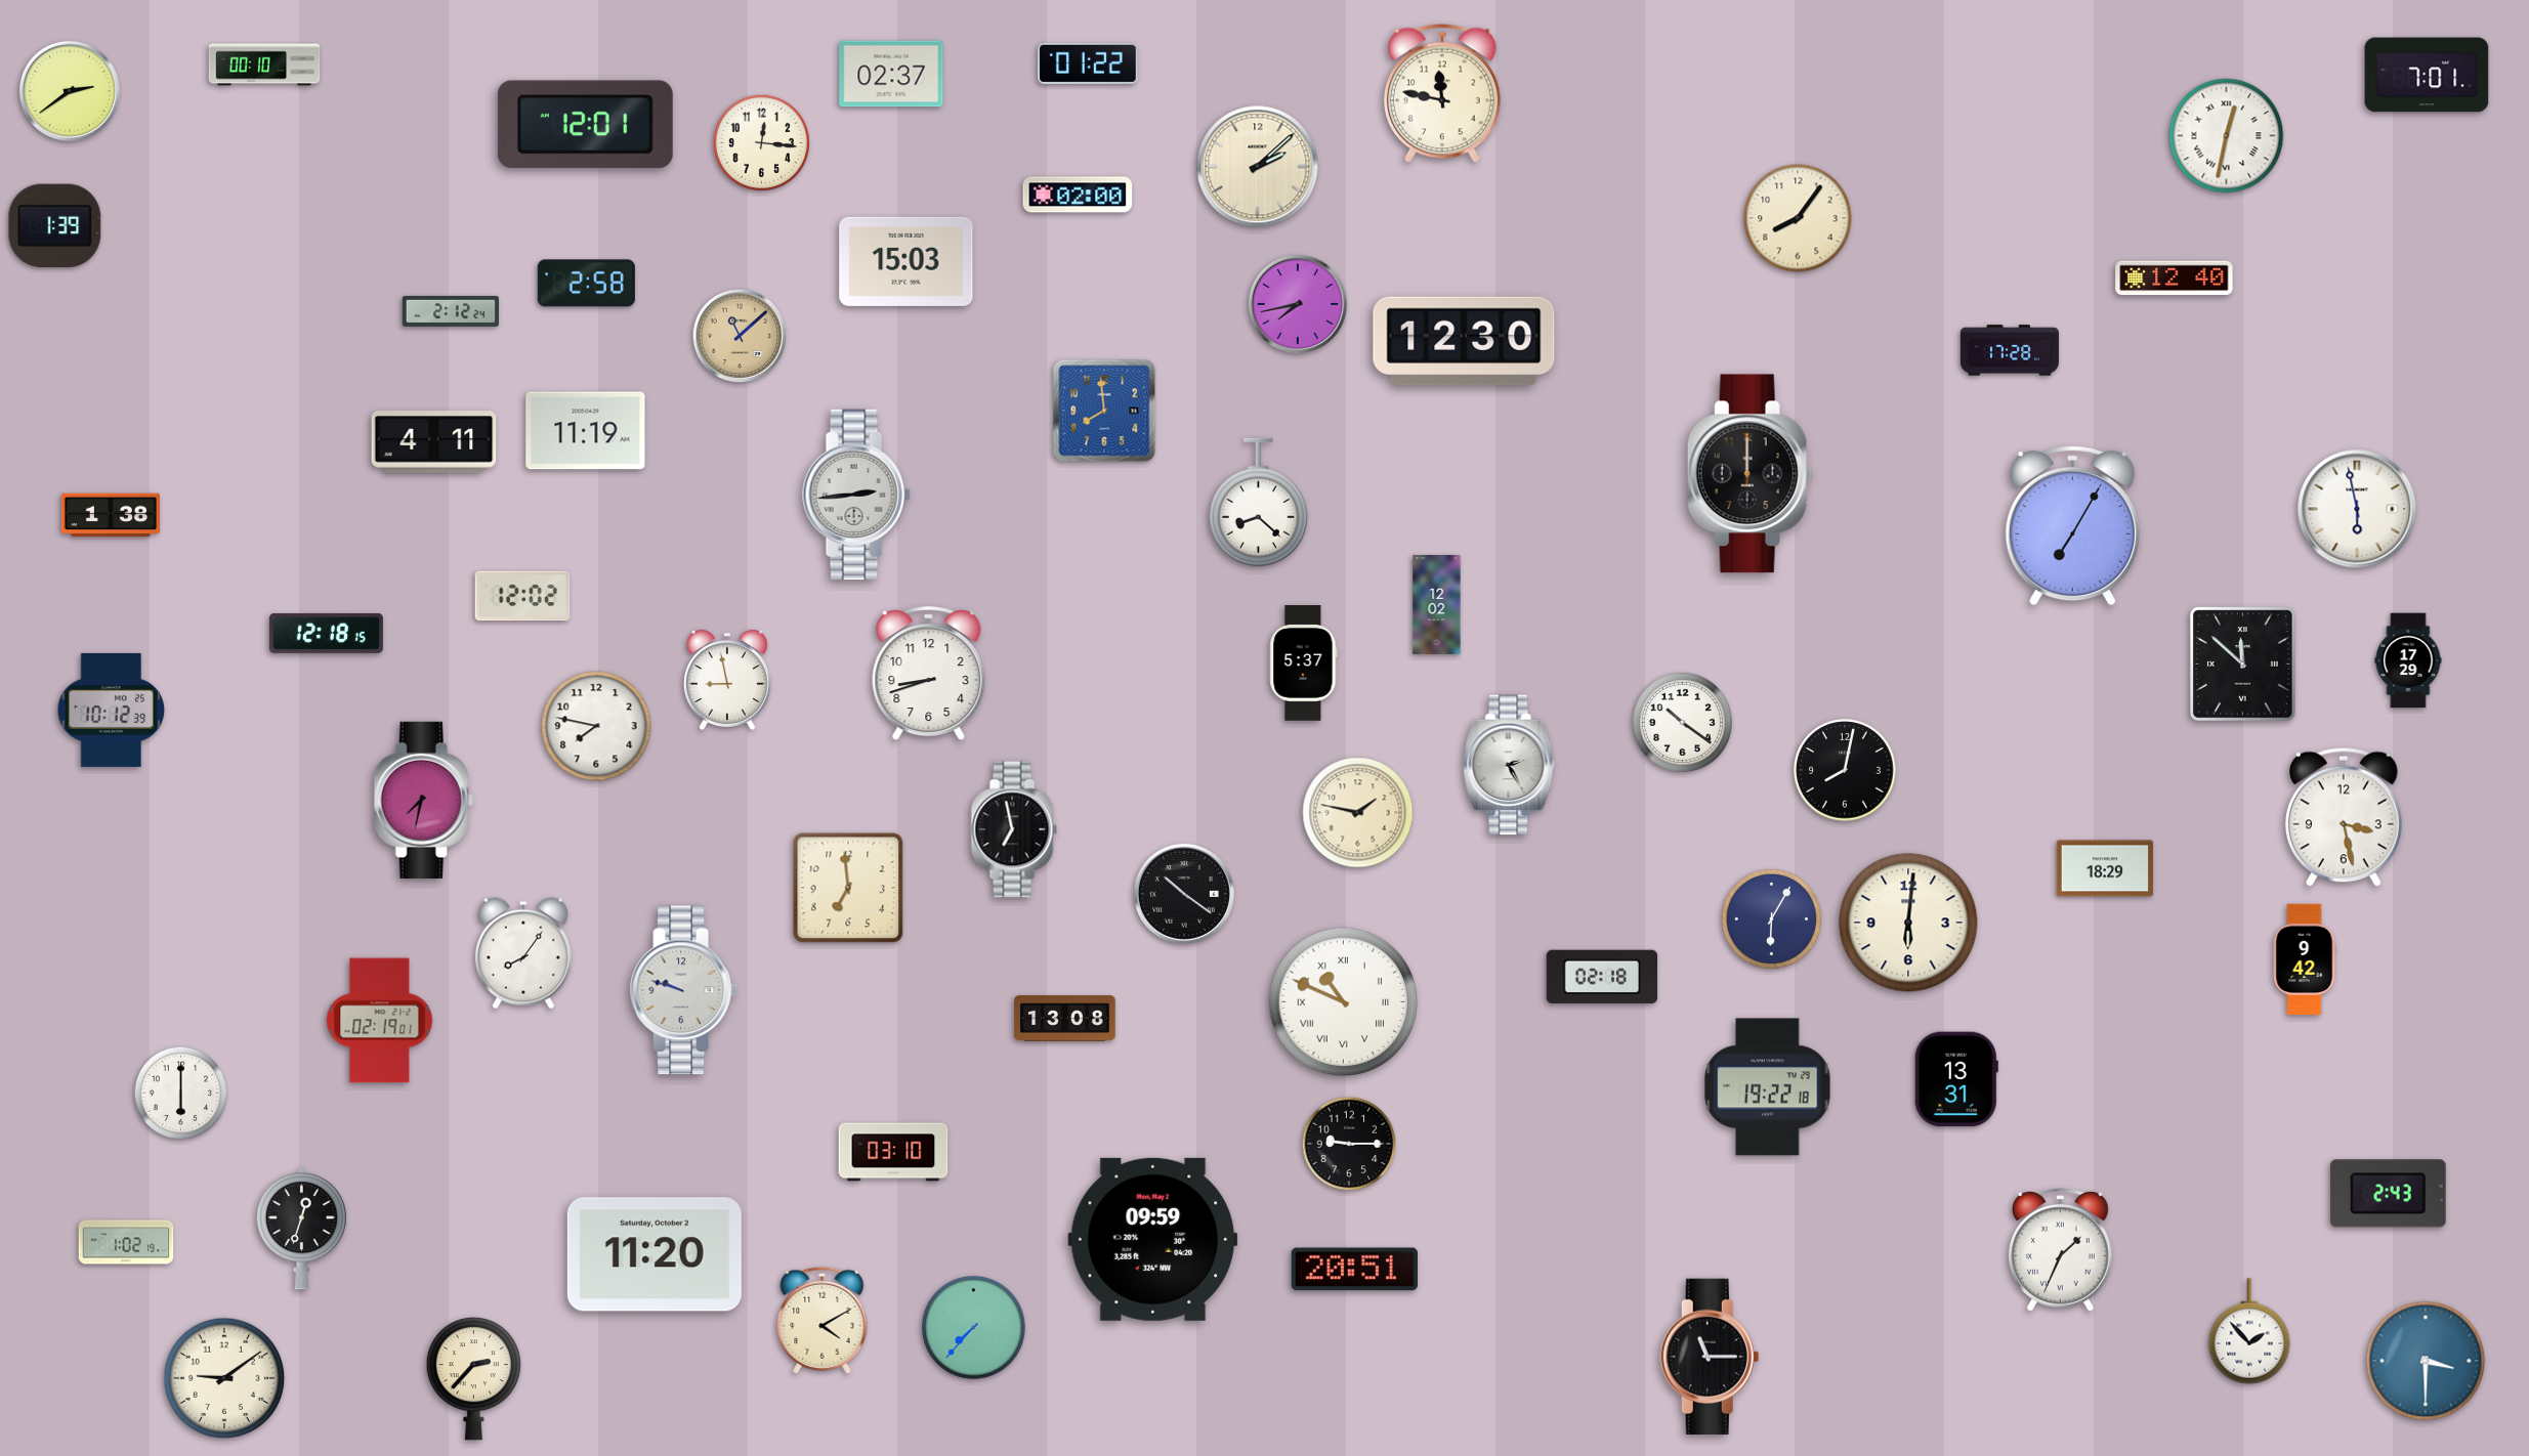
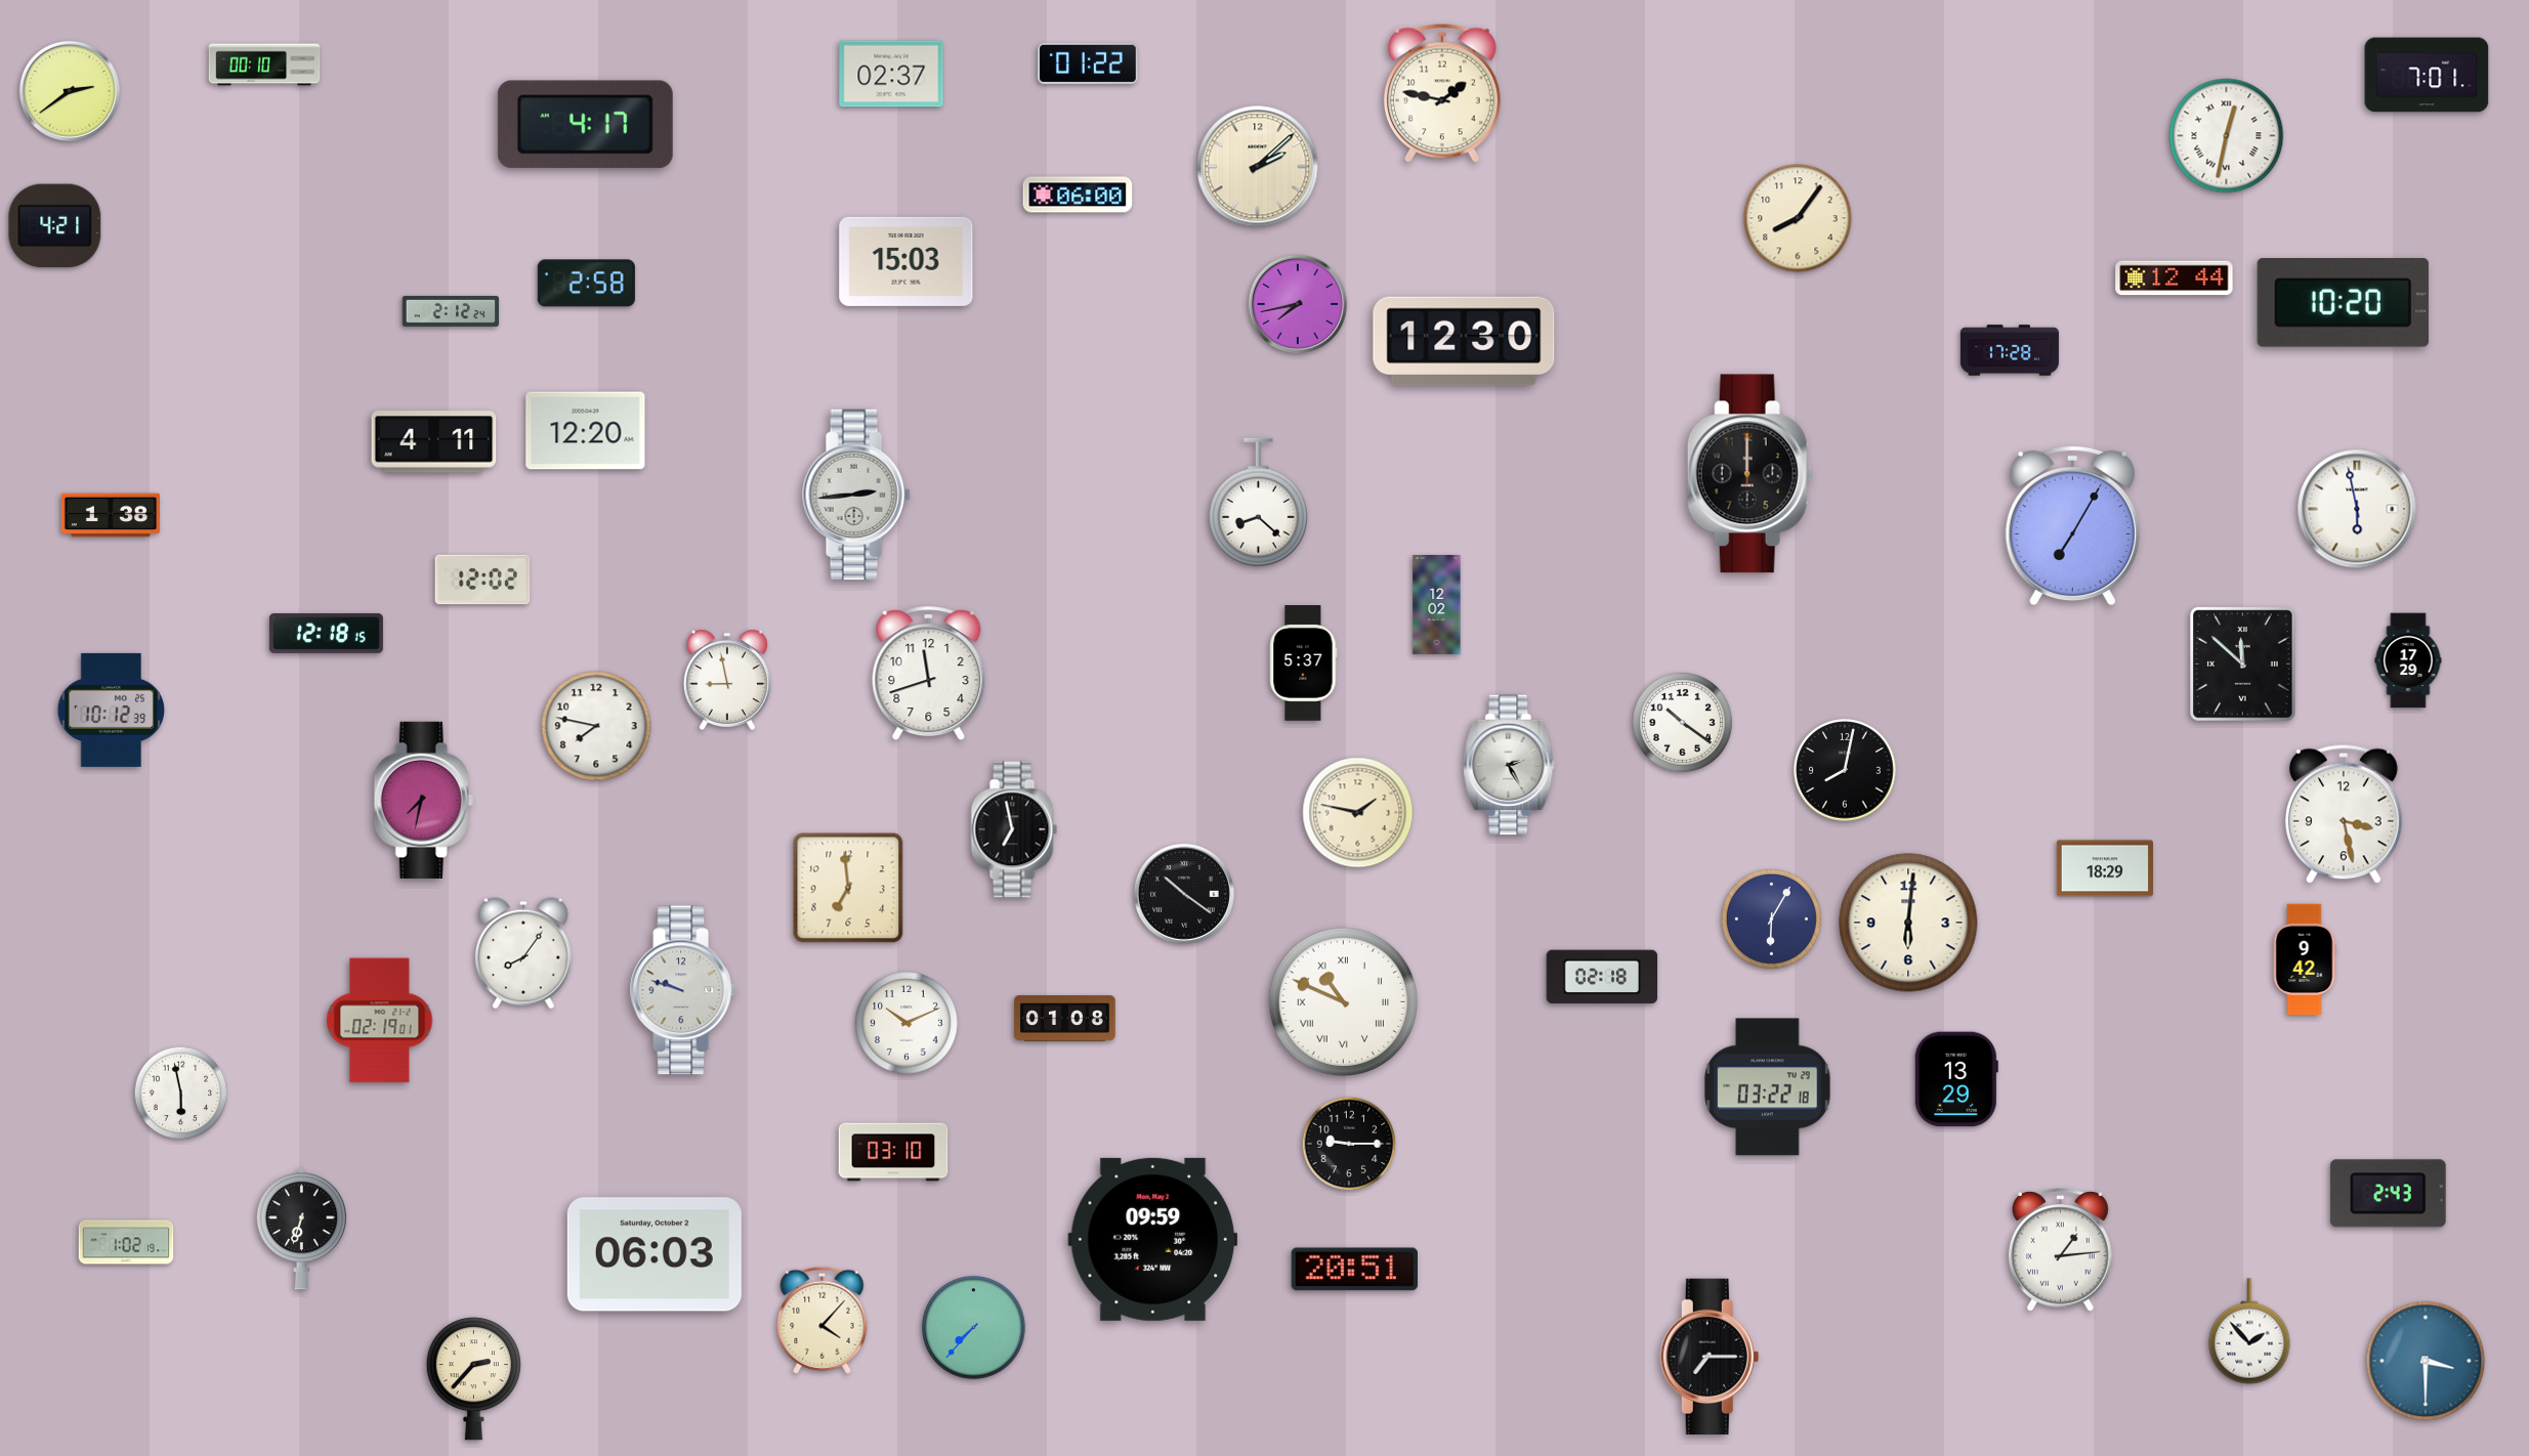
clock at (1442, 93): 11:47 -> 1:47
clock at (585, 125): 12:01 -> 4:17
clock at (761, 142): 12:16 -> none
clock at (1078, 195): 02:00 -> 06:00
clock at (55, 226): 1:39 -> 4:21
clock at (2175, 279): 12:40 -> 12:44
clock at (2343, 303): none -> 10:20
clock at (740, 336): 11:08 -> none
clock at (1104, 411): 7:59 -> none
clock at (586, 431): 11:19 -> 12:20
clock at (522, 596) position: (522, 596) -> (482, 580)
clock at (929, 674): 8:42 -> 11:42
clock at (2344, 817) position: (2344, 817) -> (2344, 814)
clock at (1065, 1019): 13:08 -> 01:08
clock at (907, 1023): none -> 10:11
clock at (1956, 1079): 13:31 -> 13:29
clock at (1768, 1087): 19:22 -> 03:22
clock at (181, 1094): 6:00 -> 5:58
clock at (301, 1229): 12:33 -> 6:33
clock at (2061, 1250): 1:34 -> 1:14
clock at (655, 1254): 11:20 -> 06:03
clock at (823, 1320): 4:10 -> 4:07
clock at (1710, 1357): 11:15 -> 7:15
clock at (224, 1378): 9:09 -> none
